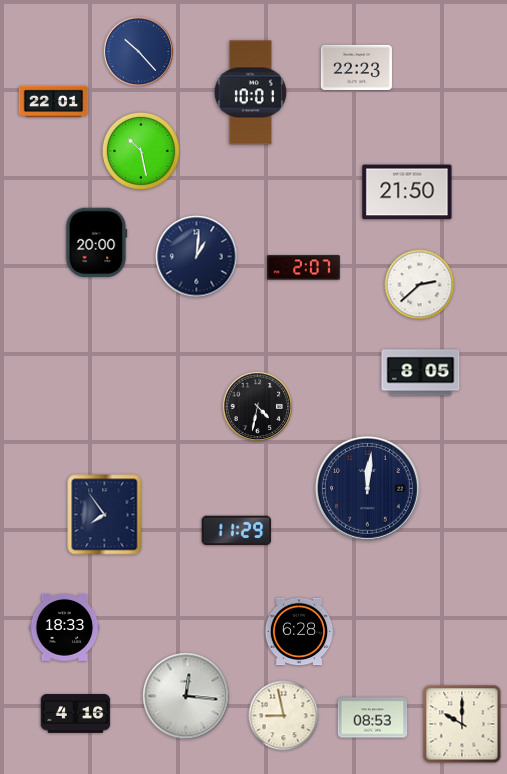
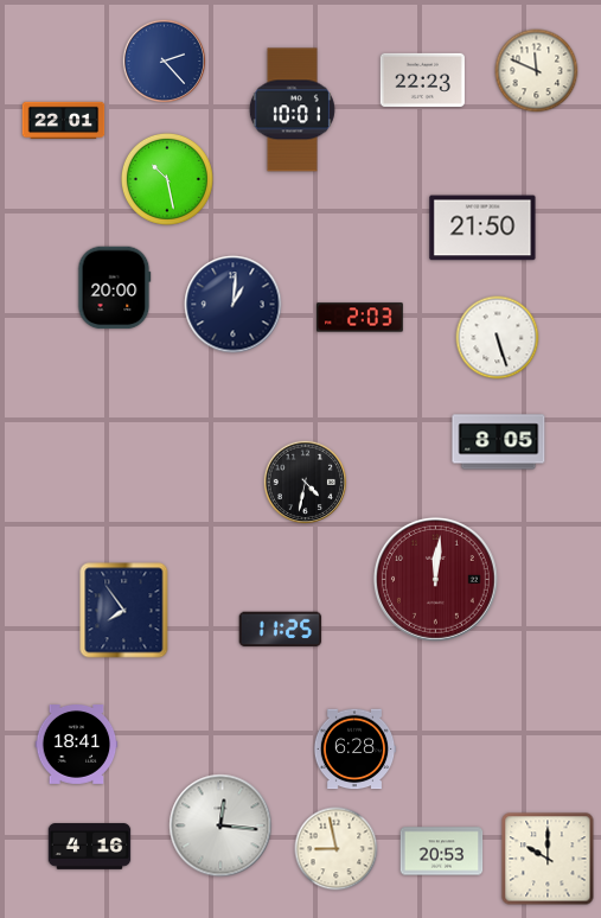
clock at (139, 52): 10:23 -> 2:23
clock at (537, 71): none -> 11:49
clock at (250, 93) position: (250, 93) -> (292, 110)
clock at (304, 268): 2:07 -> 2:03
clock at (420, 285): 2:38 -> 5:27
clock at (367, 488) dial: navy -> burgundy
clock at (237, 531): 11:29 -> 11:25
clock at (65, 628): 18:33 -> 18:41
clock at (373, 718): 08:53 -> 20:53
